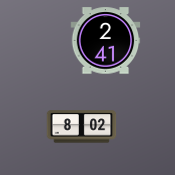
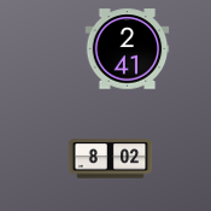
clock at (82, 127) position: (82, 127) -> (111, 159)
